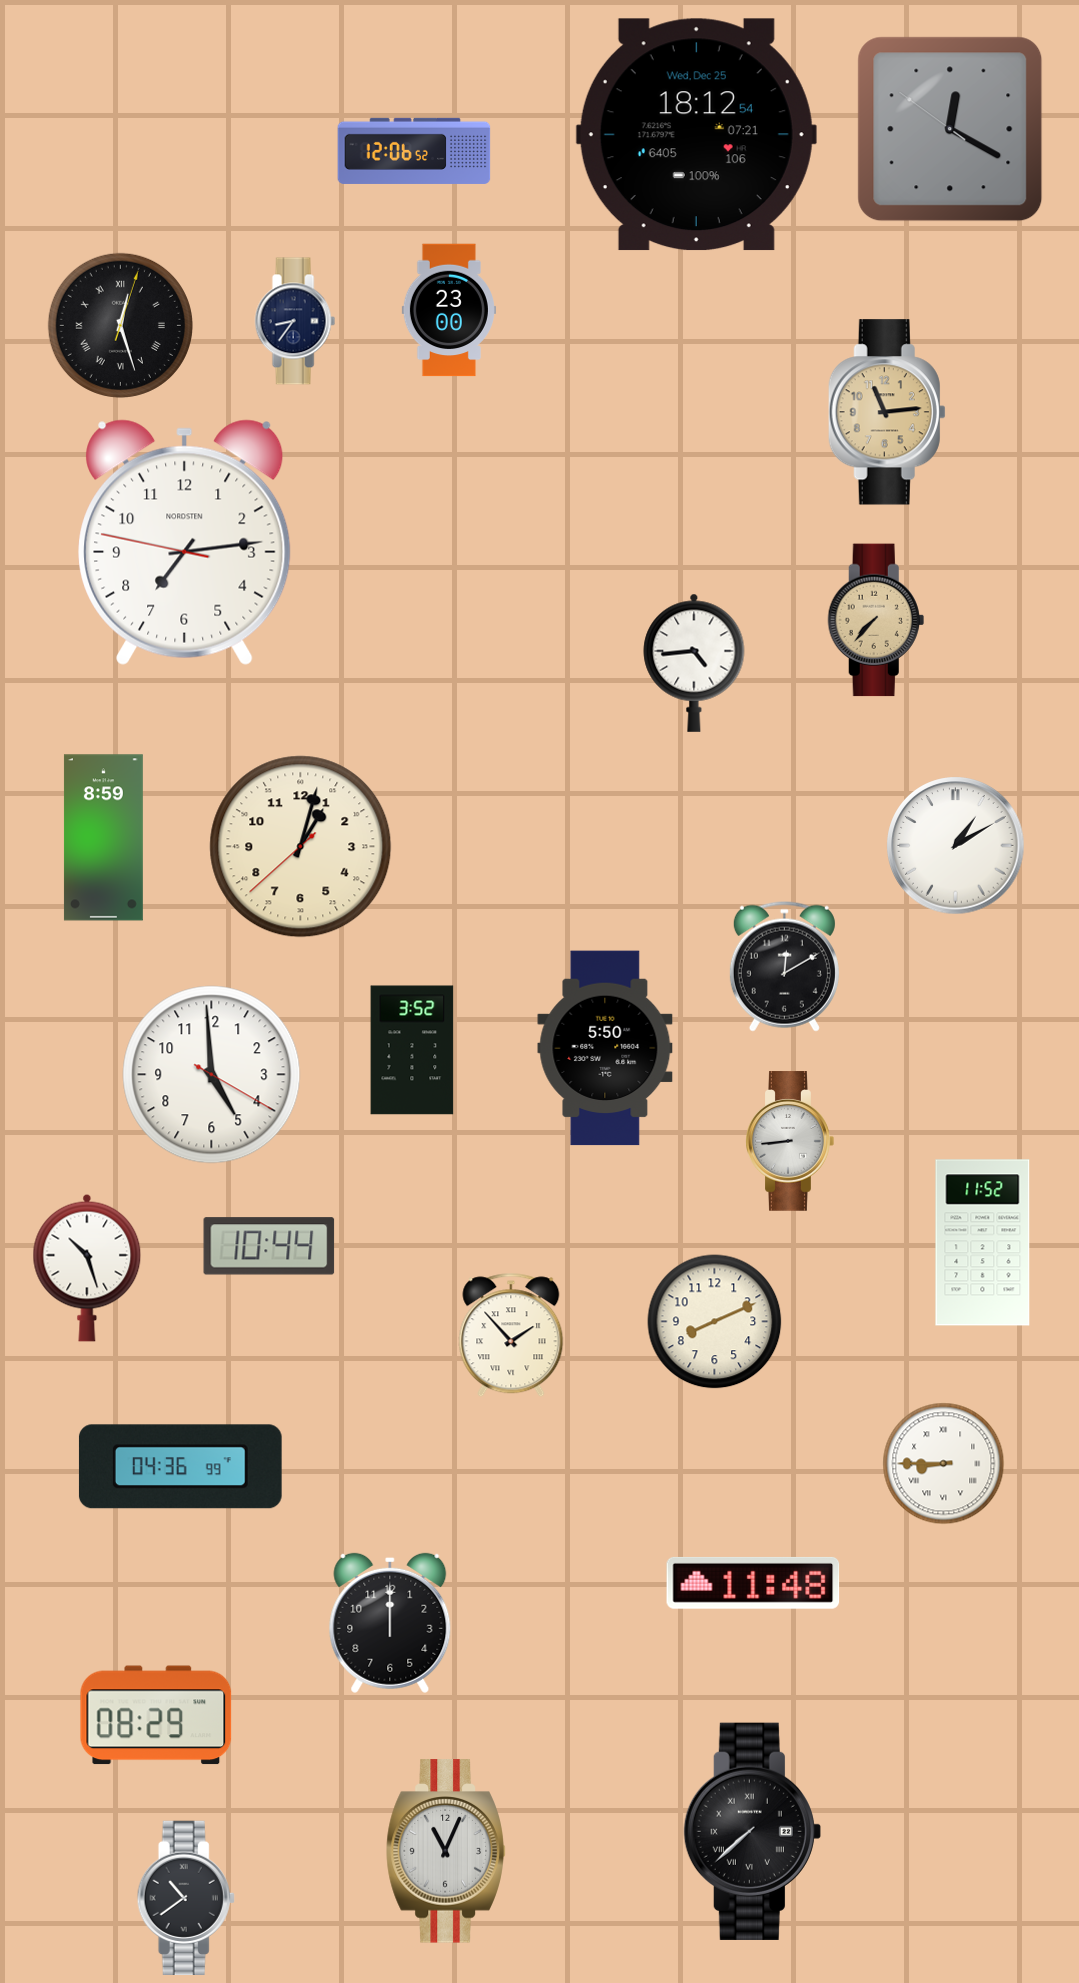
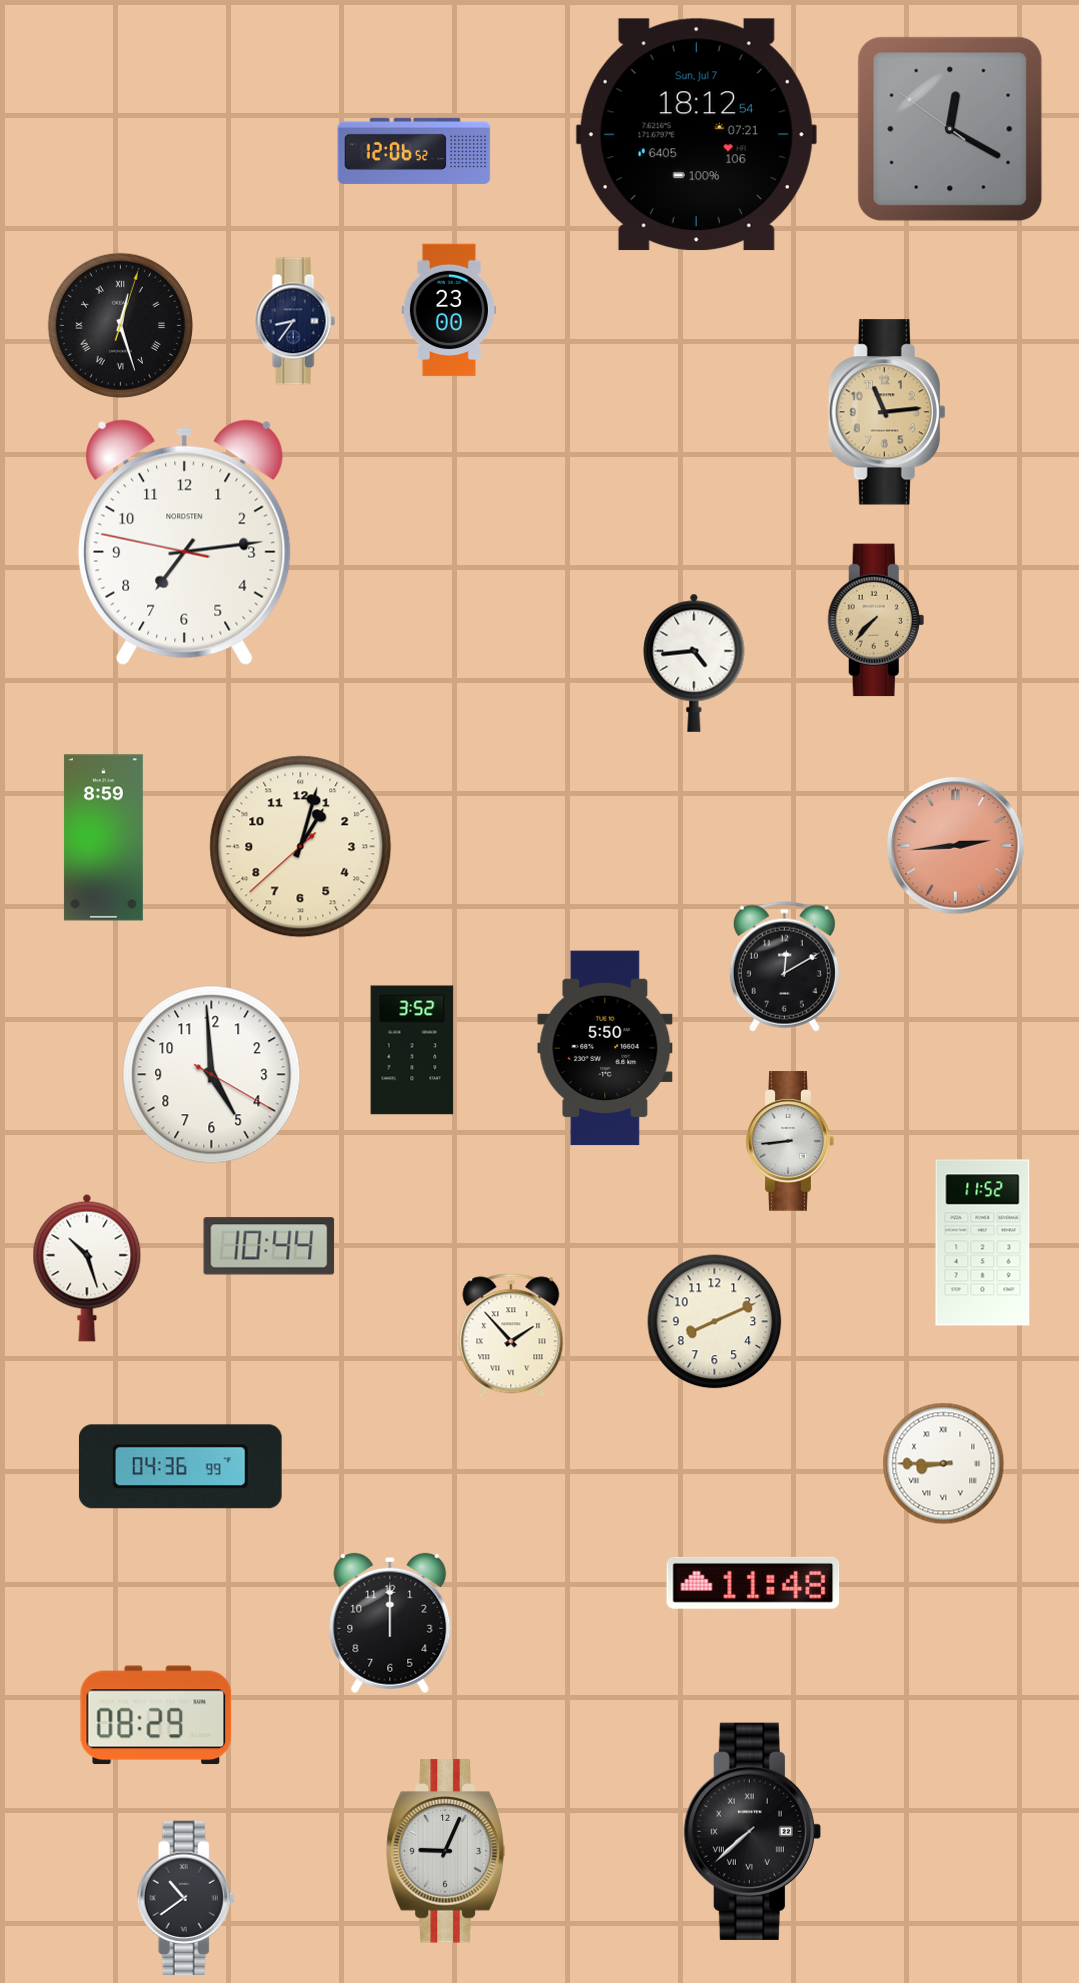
clock at (696, 135) date: Wed, Dec 25 -> Sun, Jul 7
clock at (956, 846): 1:10 -> 2:44
clock at (956, 846) dial: white -> salmon
clock at (446, 1851): 11:04 -> 9:04
